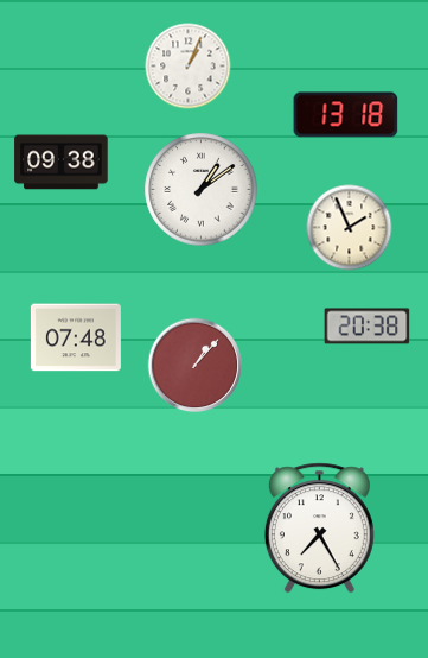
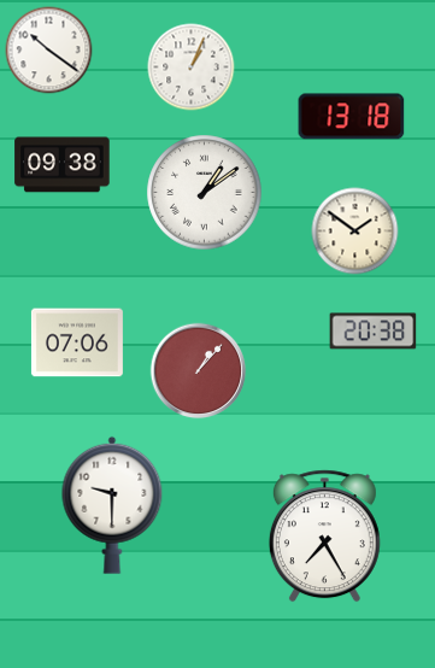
clock at (49, 51): none -> 10:21
clock at (350, 228): 1:56 -> 1:51
clock at (76, 337): 07:48 -> 07:06
clock at (112, 505): none -> 9:30
